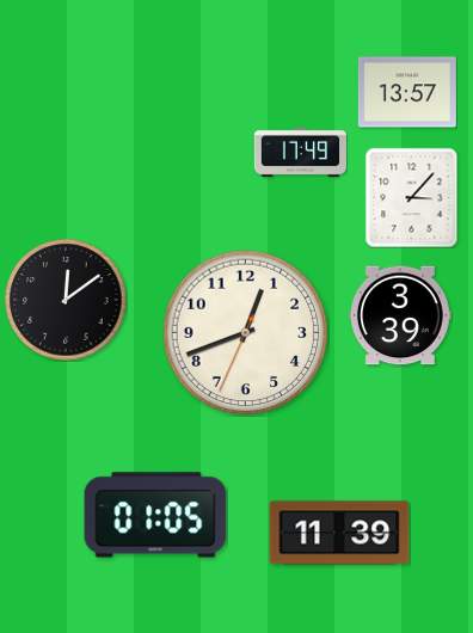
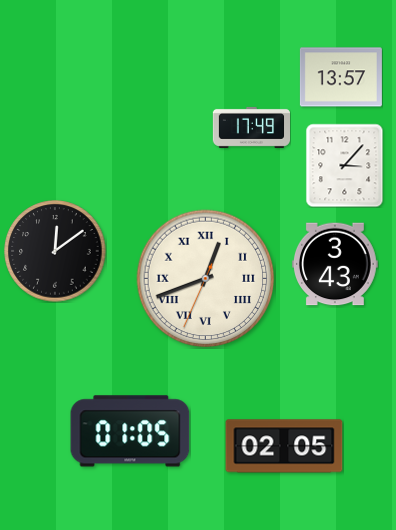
clock at (400, 315): 3:39 -> 3:43
clock at (246, 333) numerals: Arabic -> Roman
clock at (339, 533): 11:39 -> 02:05
